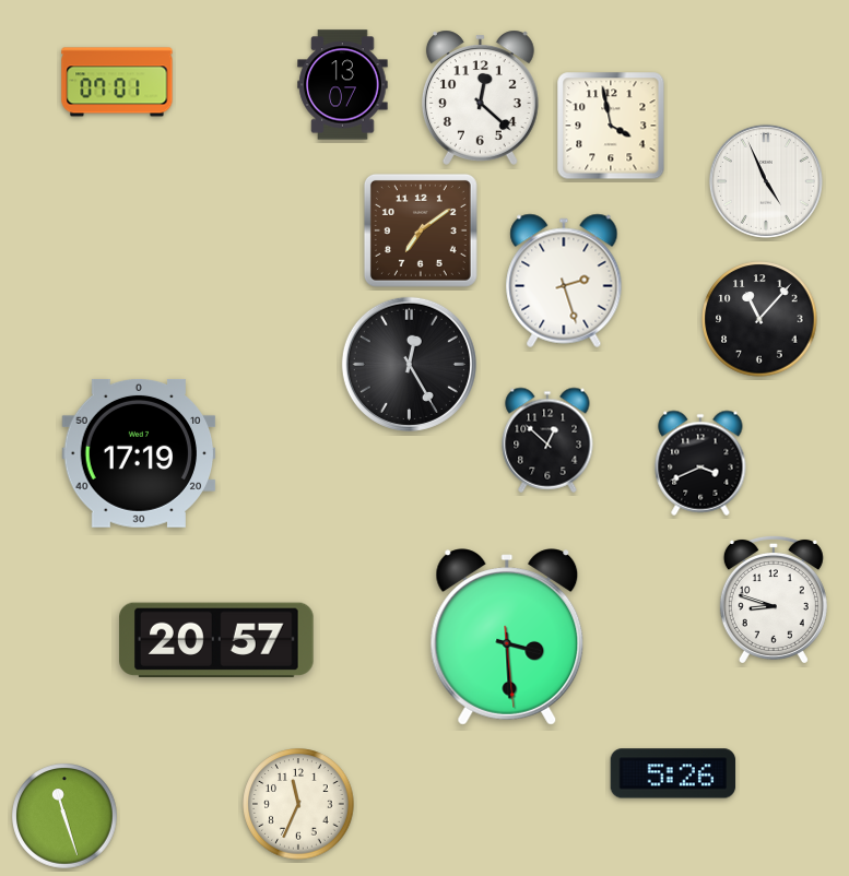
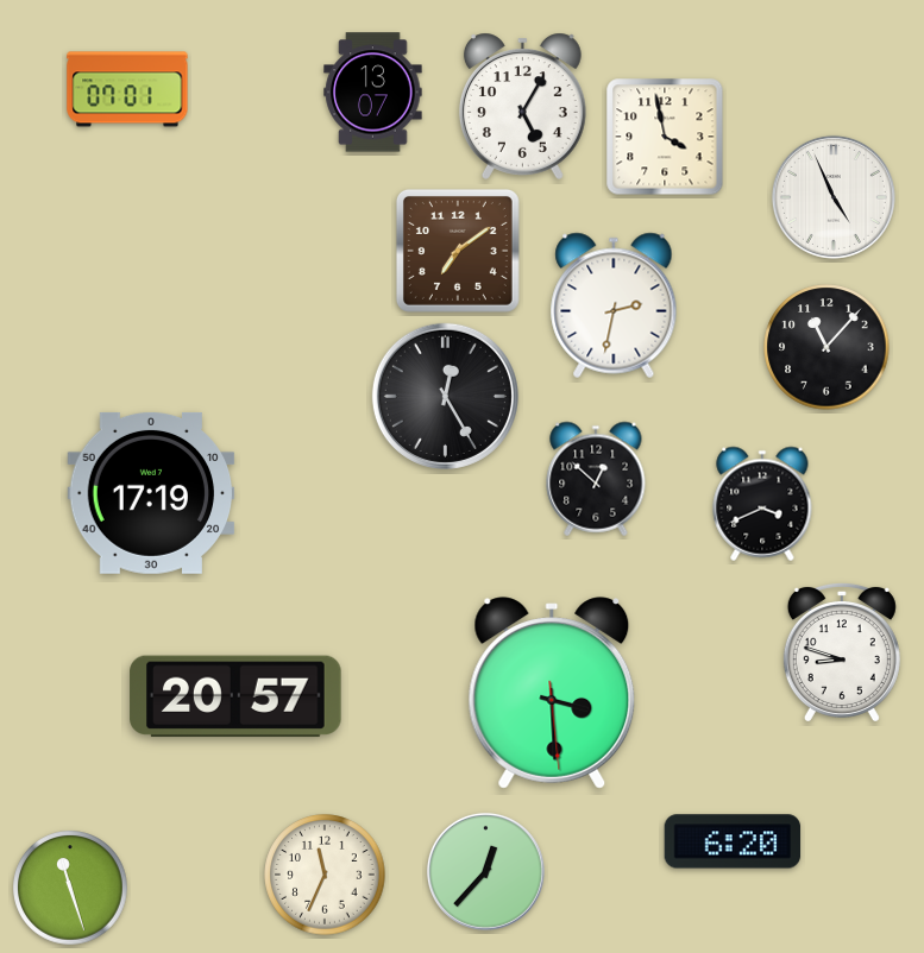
clock at (480, 97): 12:22 -> 5:05
clock at (564, 281): 2:27 -> 2:32
clock at (673, 773): 5:26 -> 6:20
clock at (485, 871): none -> 12:37
